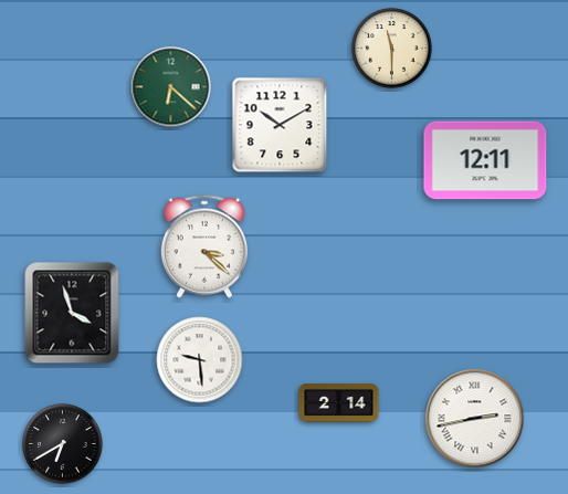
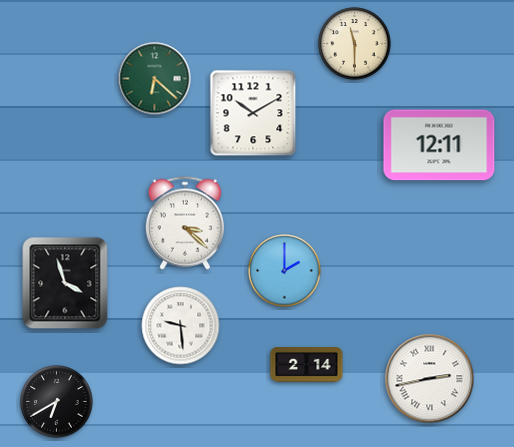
clock at (285, 271): none -> 2:00
